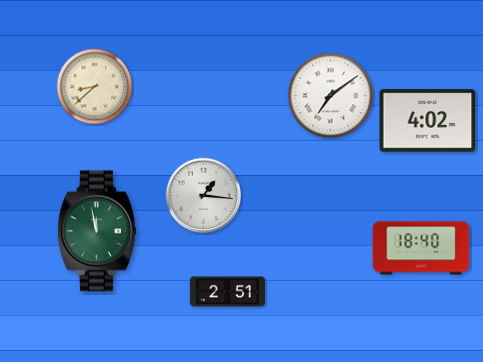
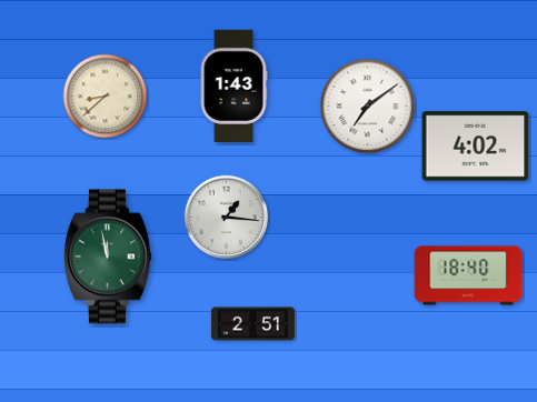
clock at (233, 86): none -> 1:43
clock at (428, 121) position: (428, 121) -> (476, 147)
